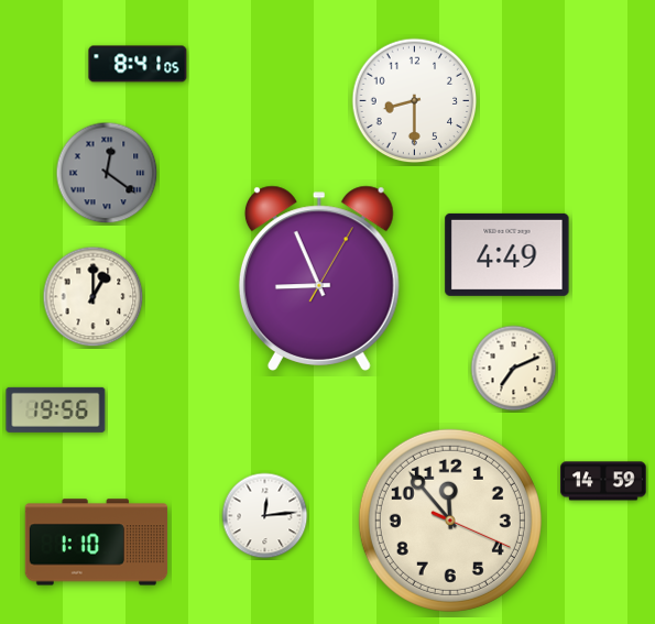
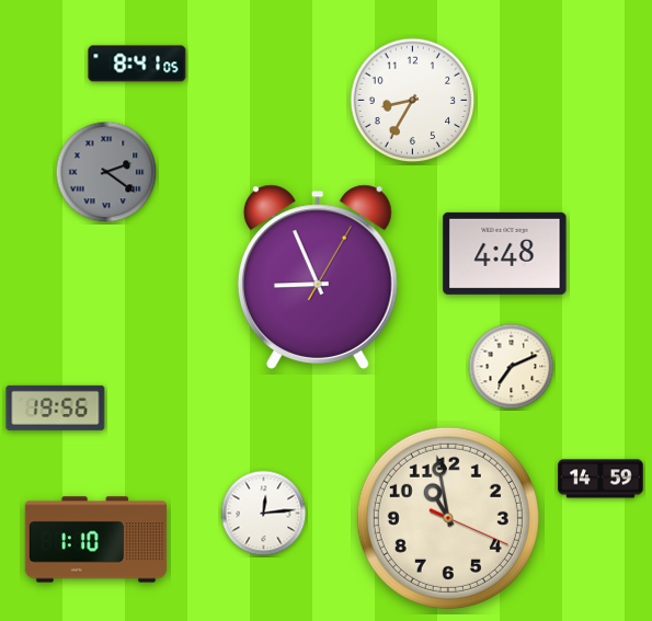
clock at (415, 101): 8:30 -> 8:35
clock at (107, 173): 12:21 -> 2:21
clock at (507, 254): 4:49 -> 4:48
clock at (94, 297): 1:00 -> none
clock at (450, 521): 11:53 -> 10:58
